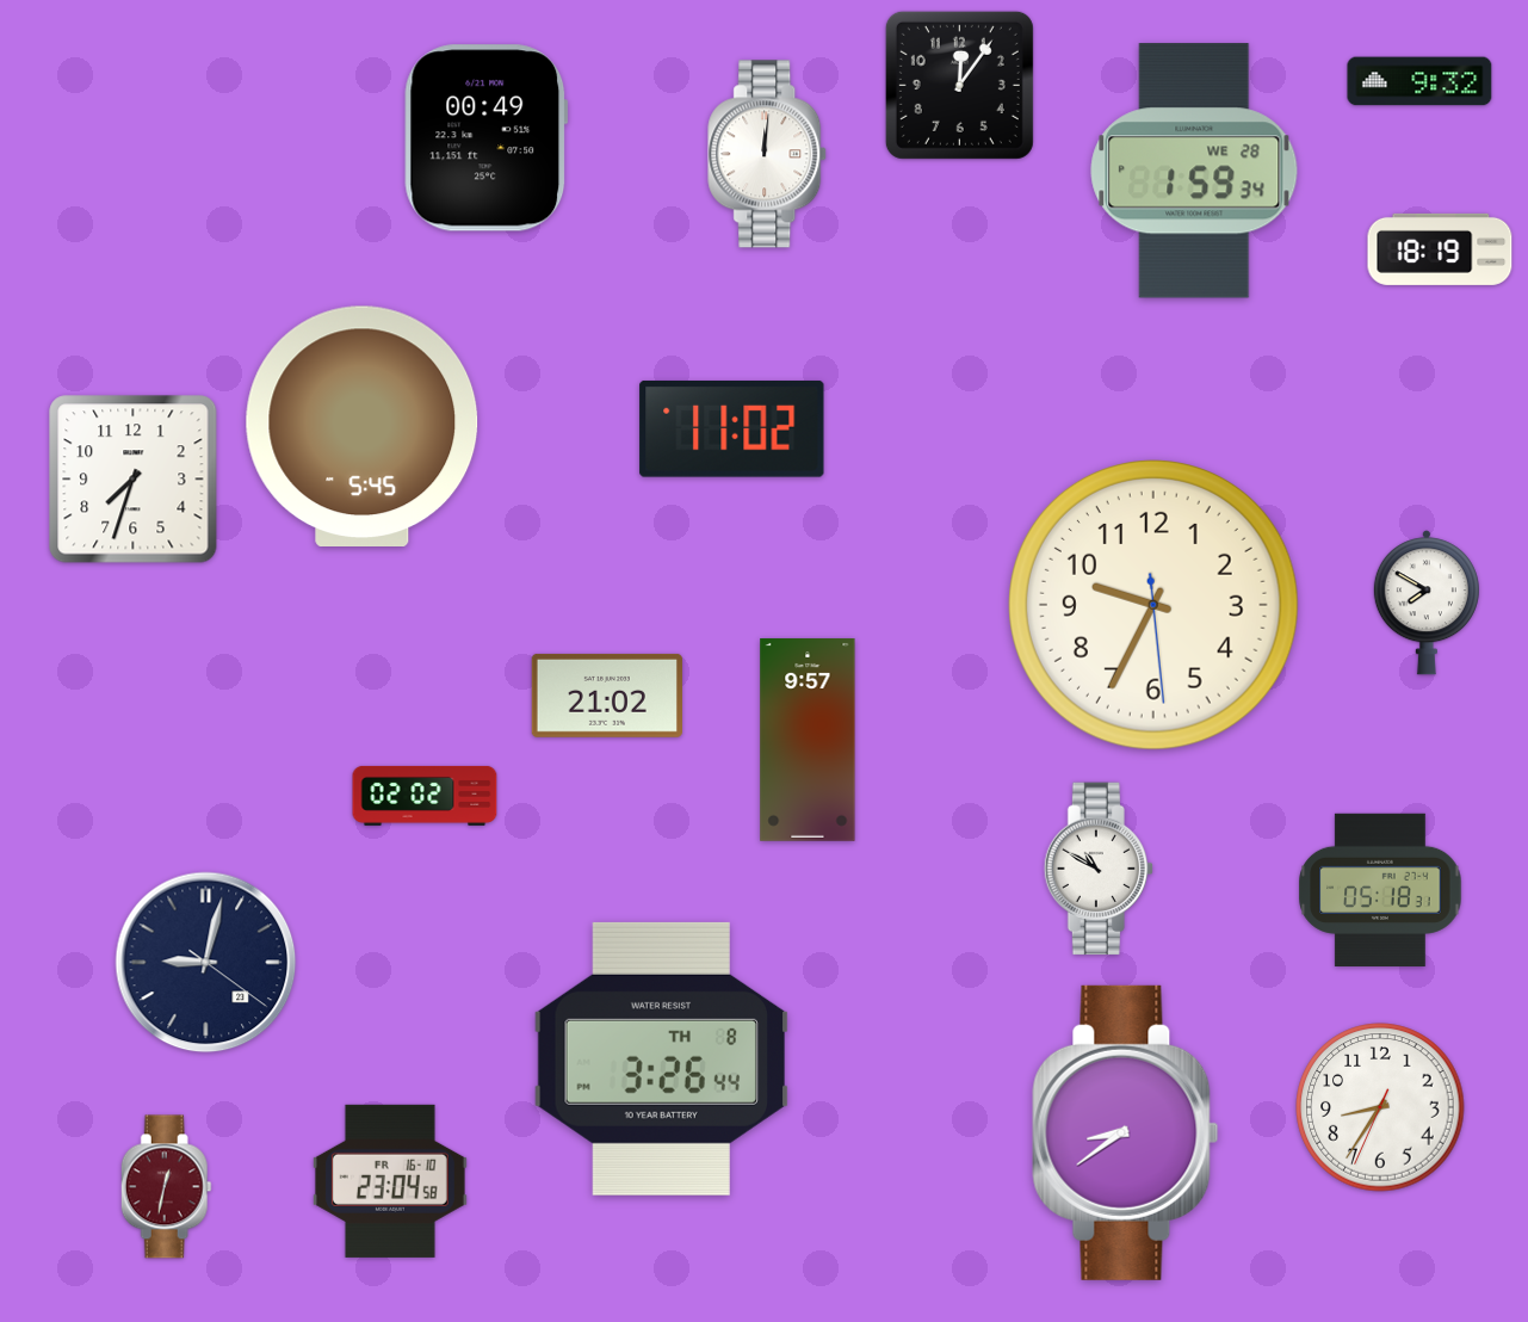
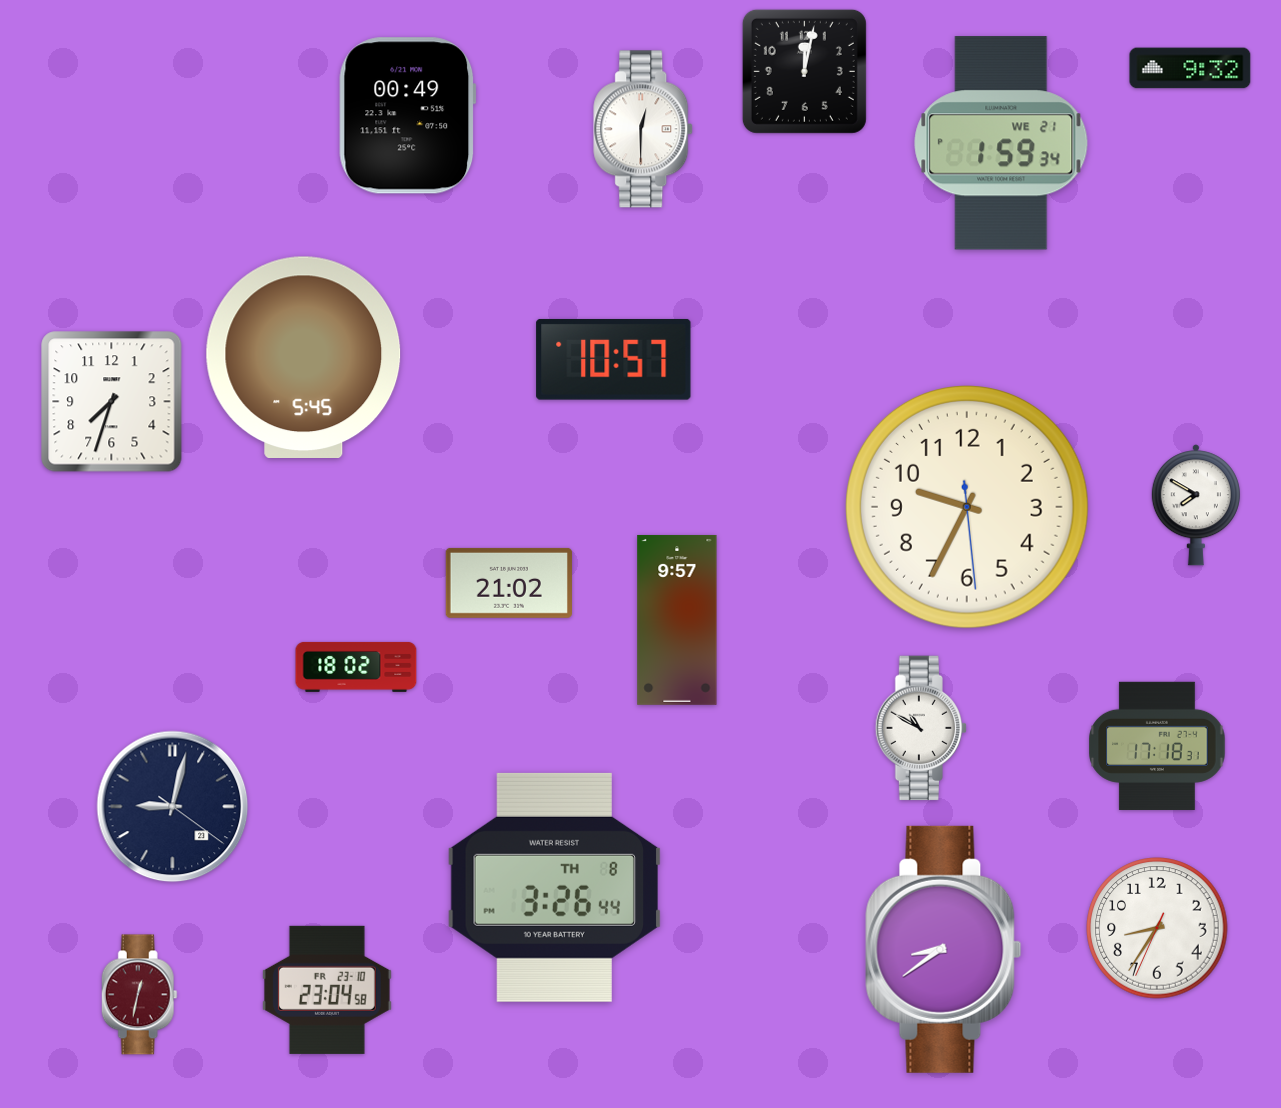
clock at (959, 85): 12:06 -> 12:02
clock at (768, 154): 12:01 -> 12:30
clock at (1194, 171) date: WE 28 -> WE 21
clock at (1440, 249): 18:19 -> none
clock at (732, 430): 11:02 -> 10:57
clock at (425, 796): 02:02 -> 18:02
clock at (1380, 889): 05:18 -> 17:18
clock at (390, 1181) date: FR 16-10 -> FR 23-10
